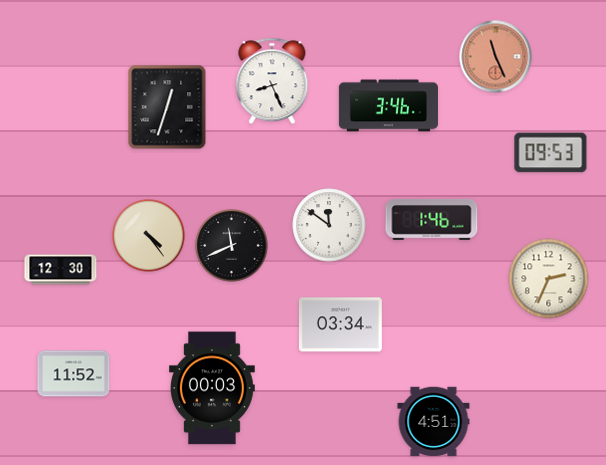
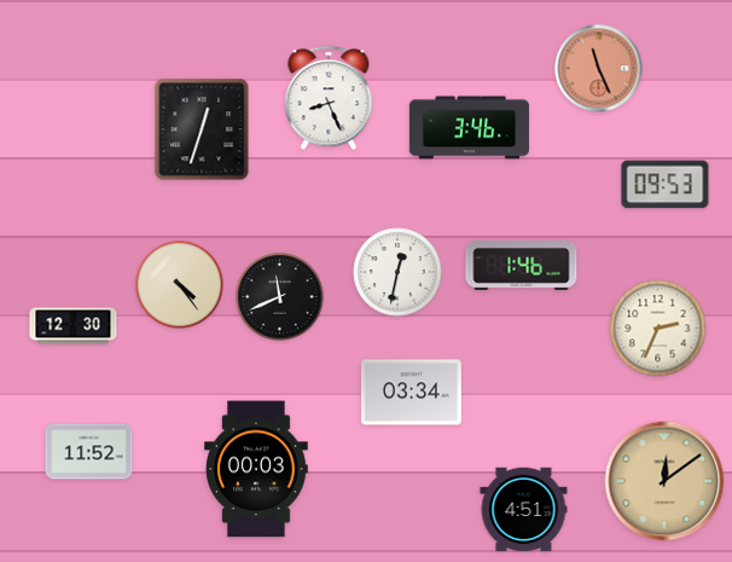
clock at (329, 225): 11:51 -> 12:32
clock at (549, 279) position: (549, 279) -> (658, 329)
clock at (664, 481): none -> 12:09
